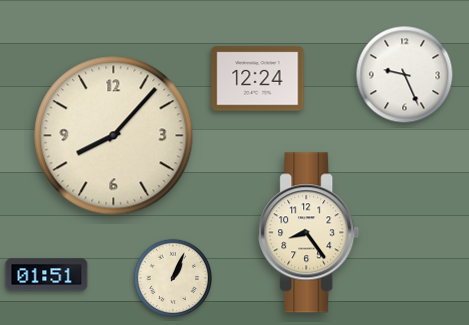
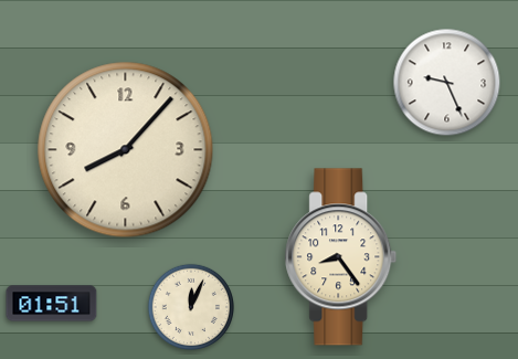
clock at (258, 79): 12:24 -> none
clock at (172, 277): 1:04 -> 12:04
